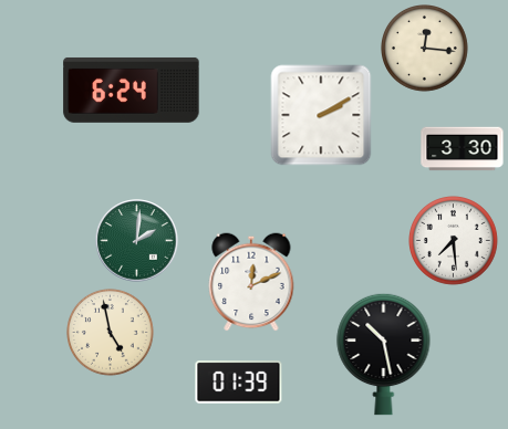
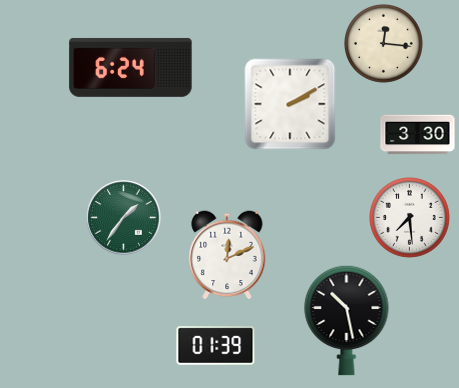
clock at (132, 90) position: (132, 90) -> (131, 67)
clock at (137, 241): 2:01 -> 1:36
clock at (111, 333): 4:58 -> none
